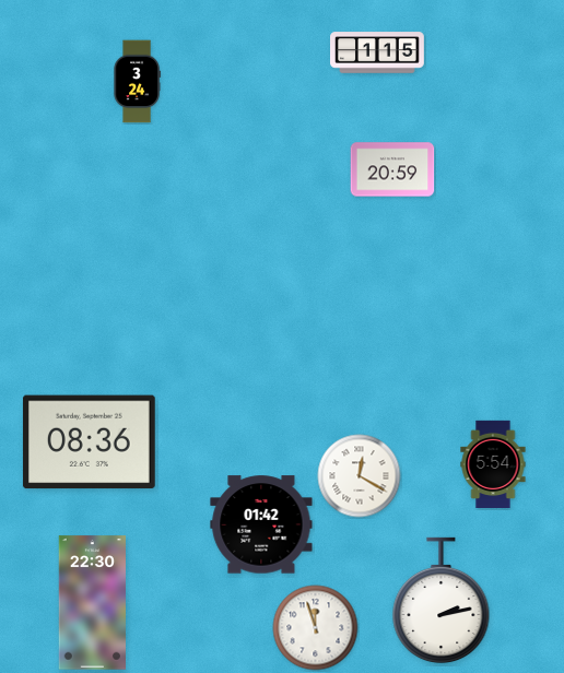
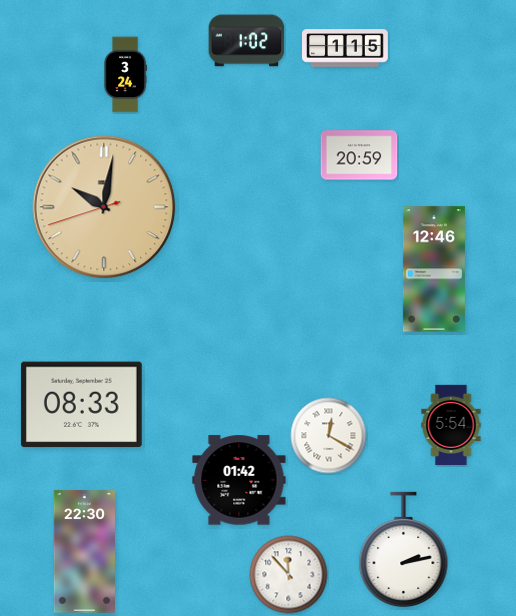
clock at (247, 41): none -> 1:02
clock at (104, 207): none -> 10:01
clock at (434, 269): none -> 12:46
clock at (89, 442): 08:36 -> 08:33
clock at (316, 628): 11:57 -> 11:53
